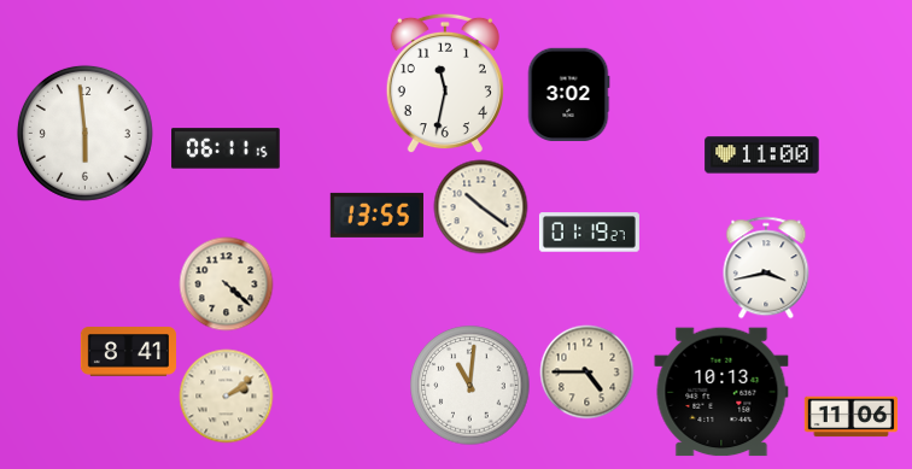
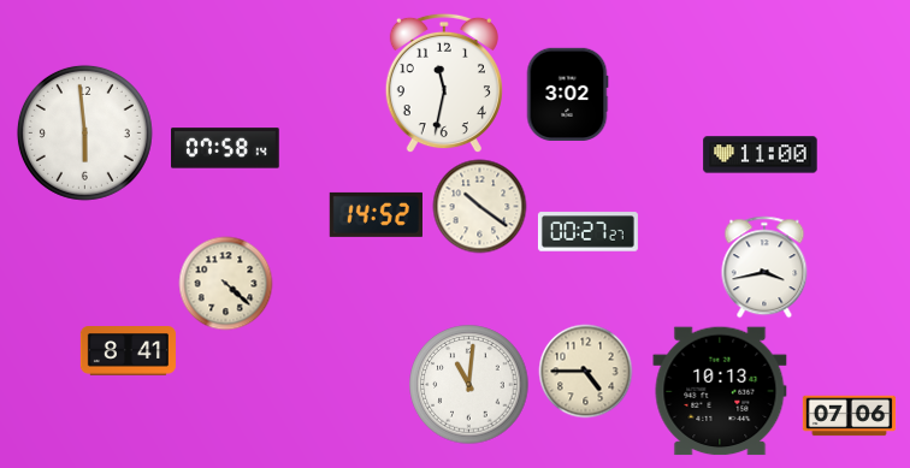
clock at (226, 148): 06:11 -> 07:58
clock at (376, 215): 13:55 -> 14:52
clock at (589, 233): 01:19 -> 00:27
clock at (226, 395): 2:09 -> none
clock at (850, 417): 11:06 -> 07:06
